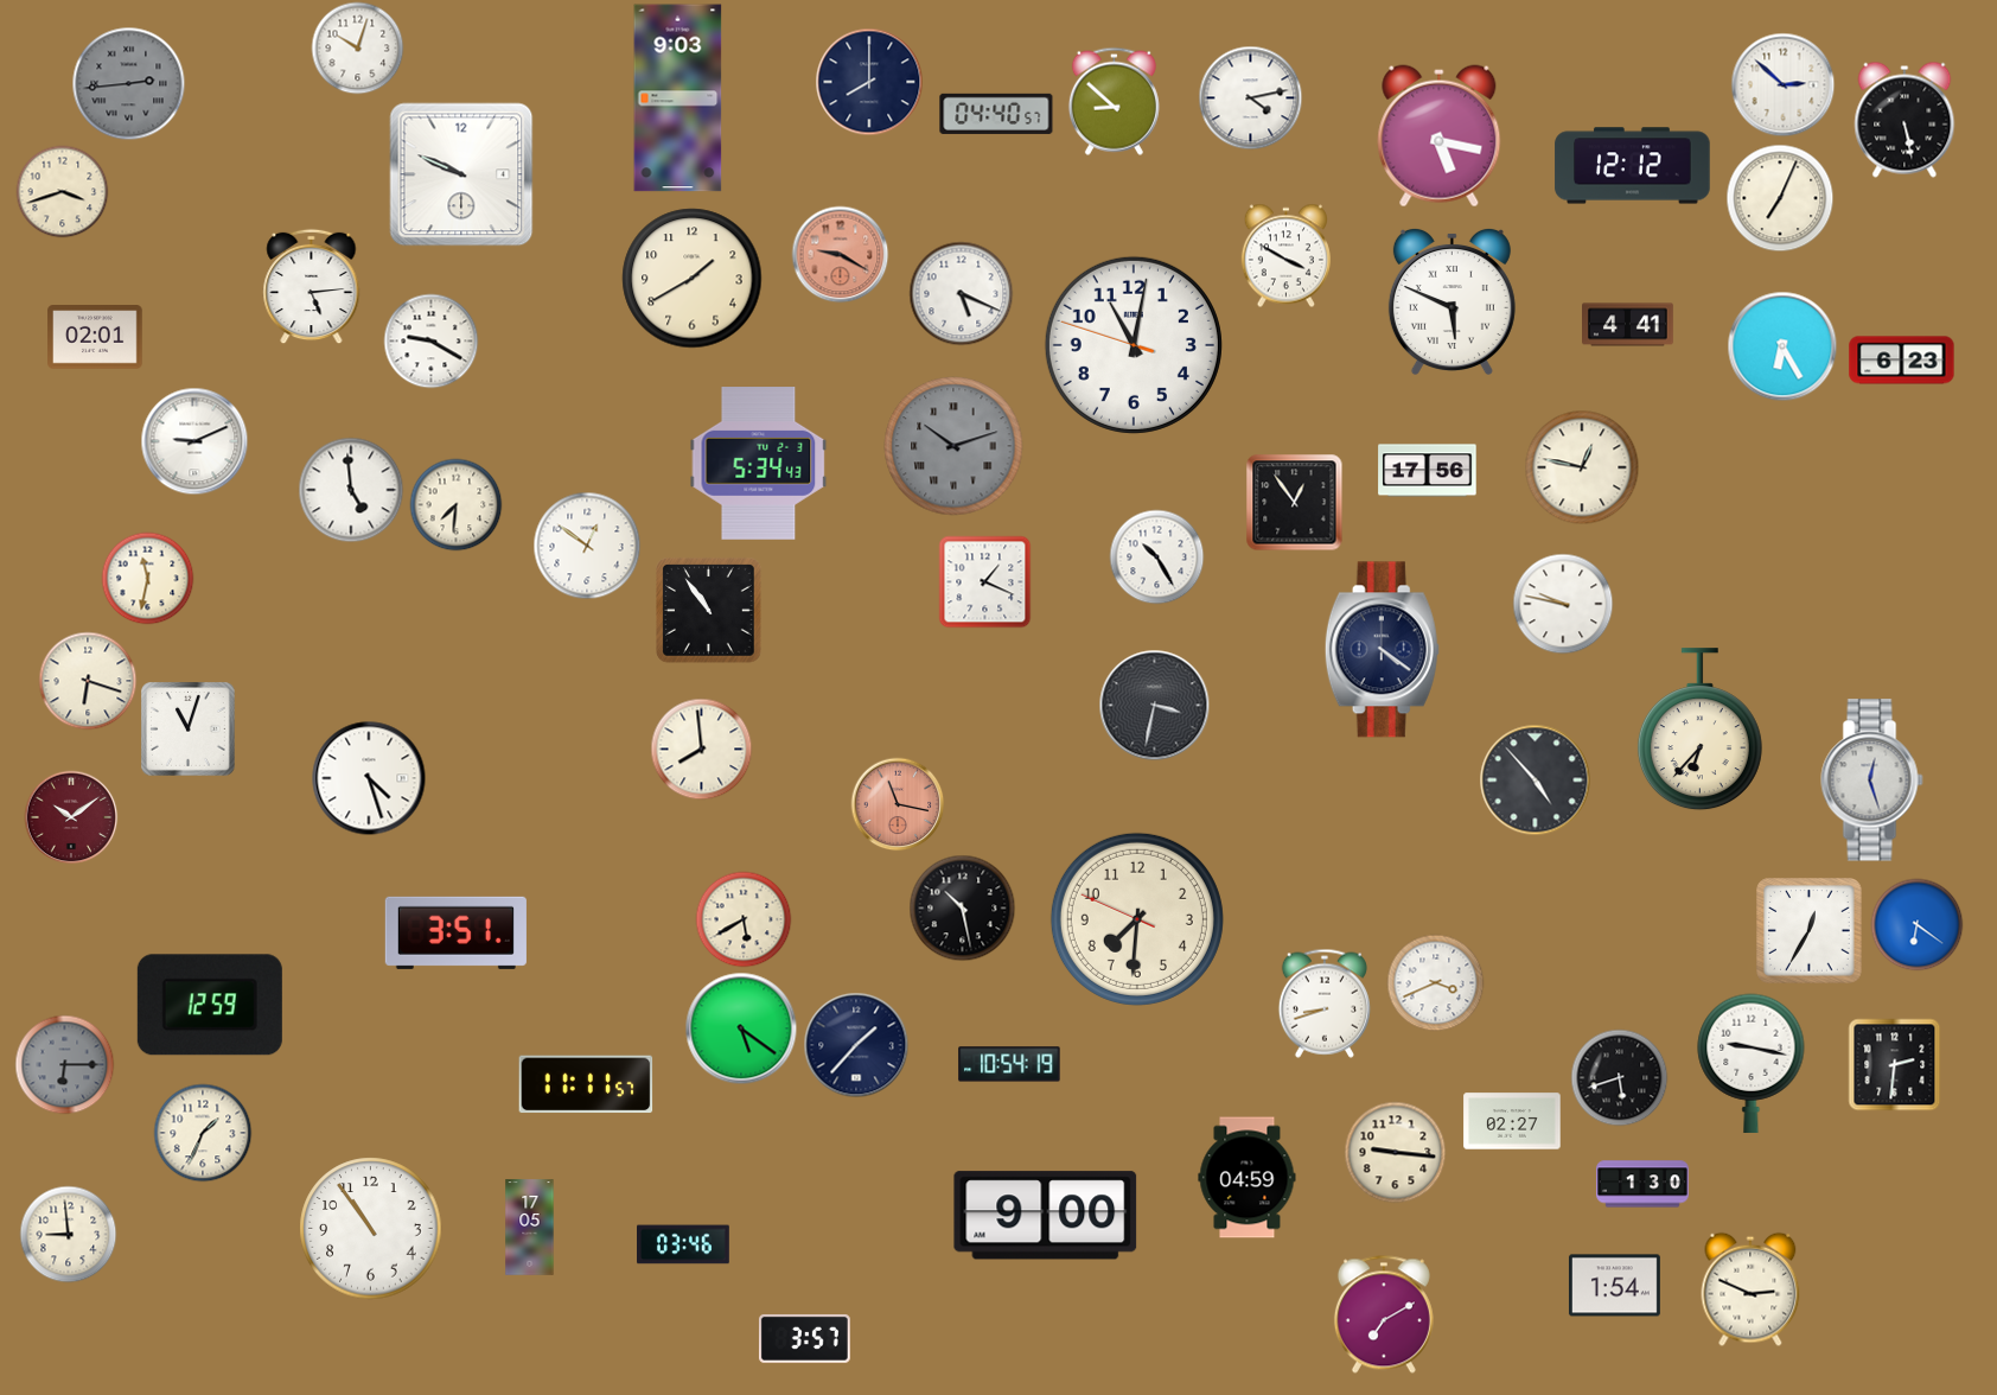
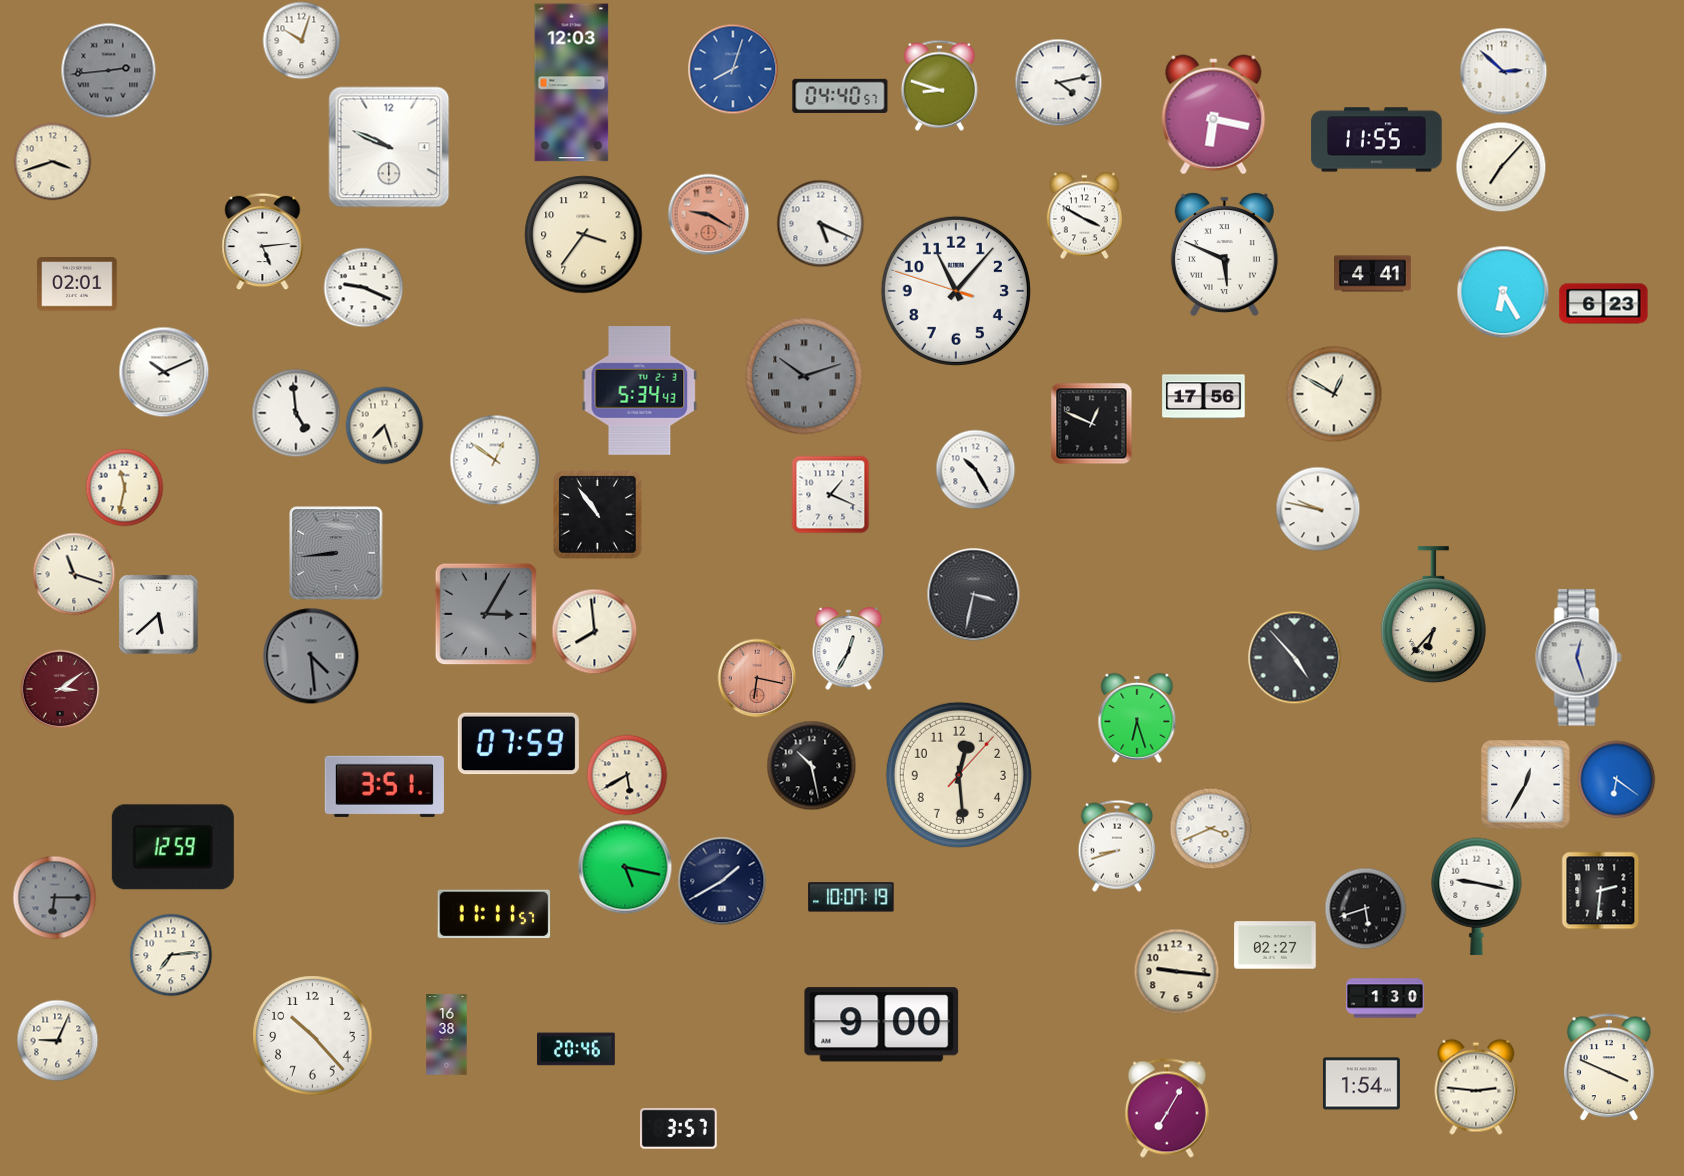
clock at (869, 82): 8:00 -> 8:03
clock at (869, 82) dial: navy -> blue
clock at (1250, 97) position: (1250, 97) -> (1058, 82)
clock at (678, 98): 9:03 -> 12:03
clock at (1114, 101): 8:52 -> 8:48
clock at (1905, 120): 5:28 -> none
clock at (1440, 136): 5:17 -> 6:17
clock at (1633, 166): 12:12 -> 11:55
clock at (1780, 198): 7:04 -> 7:07
clock at (693, 279): 1:40 -> 3:36
clock at (961, 293) position: (961, 293) -> (820, 223)
clock at (95, 337) position: (95, 337) -> (77, 284)
clock at (430, 340): 9:20 -> 9:19
clock at (1134, 345): 11:01 -> 11:06
clock at (194, 441): 9:11 -> 10:11
clock at (1582, 467): 12:47 -> 12:50
clock at (1294, 502): 12:54 -> 12:49
clock at (455, 504): 7:31 -> 7:27
clock at (984, 581) position: (984, 581) -> (830, 494)
clock at (1382, 650): 4:21 -> none
clock at (336, 553): none -> 8:44
clock at (88, 681): 6:18 -> 11:18
clock at (486, 614): none -> 3:05
clock at (189, 730): 11:03 -> 5:38
clock at (701, 749) position: (701, 749) -> (594, 631)
clock at (849, 649): none -> 12:35
clock at (369, 778): 4:27 -> 4:29
clock at (369, 778) dial: white -> grey
clock at (898, 804): 11:17 -> 6:17
clock at (71, 817): 10:09 -> 3:09
clock at (1137, 718): none -> 6:27
clock at (518, 744): none -> 07:59
clock at (1137, 919): 7:30 -> 12:29
clock at (210, 1005) position: (210, 1005) -> (173, 847)
clock at (741, 1028): 5:21 -> 5:17
clock at (856, 1045): 1:37 -> 1:40
clock at (1009, 1064): 10:54 -> 10:07
clock at (1894, 1064) position: (1894, 1064) -> (1600, 890)
clock at (203, 1133): 1:34 -> 7:14
clock at (1248, 1178): 04:59 -> none
clock at (530, 1228): 17:05 -> 16:38
clock at (371, 1229): 10:54 -> 10:23
clock at (68, 1234): 8:59 -> 9:04
clock at (684, 1244): 03:46 -> 20:46
clock at (1609, 1067): none -> 3:49
clock at (1750, 1289): 2:49 -> 2:46
clock at (1384, 1314): 7:10 -> 7:05
